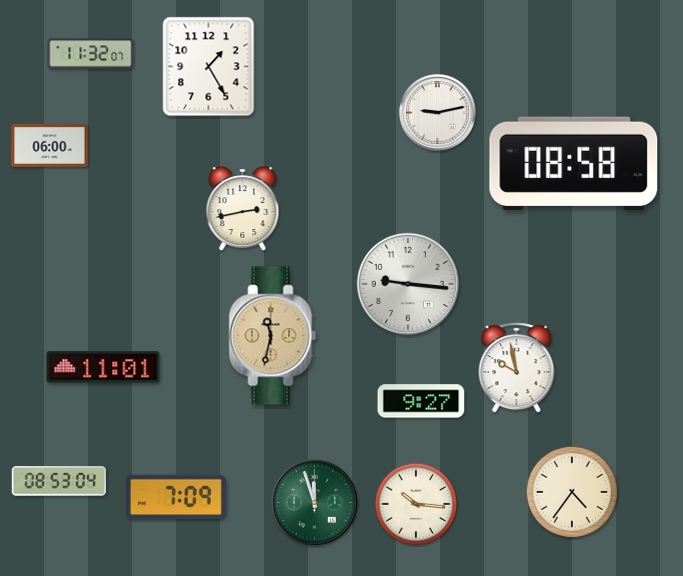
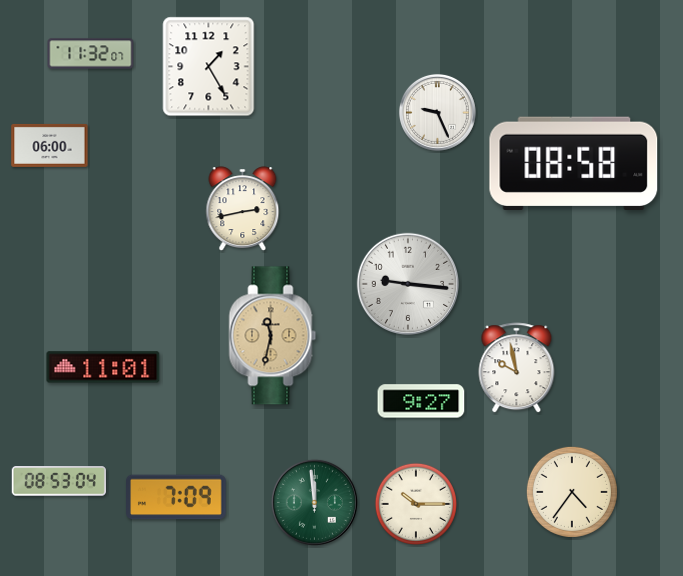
clock at (437, 112): 9:13 -> 9:26
clock at (314, 502): 11:57 -> 11:59
clock at (415, 503): 10:16 -> 10:15
